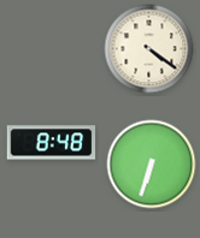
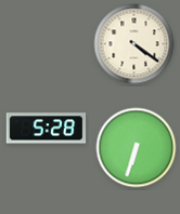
clock at (52, 143): 8:48 -> 5:28
